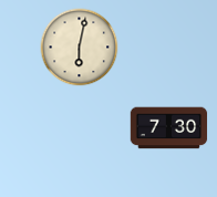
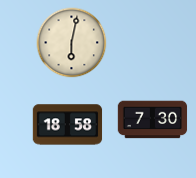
clock at (169, 128) position: (169, 128) -> (153, 120)
clock at (68, 125): none -> 18:58
